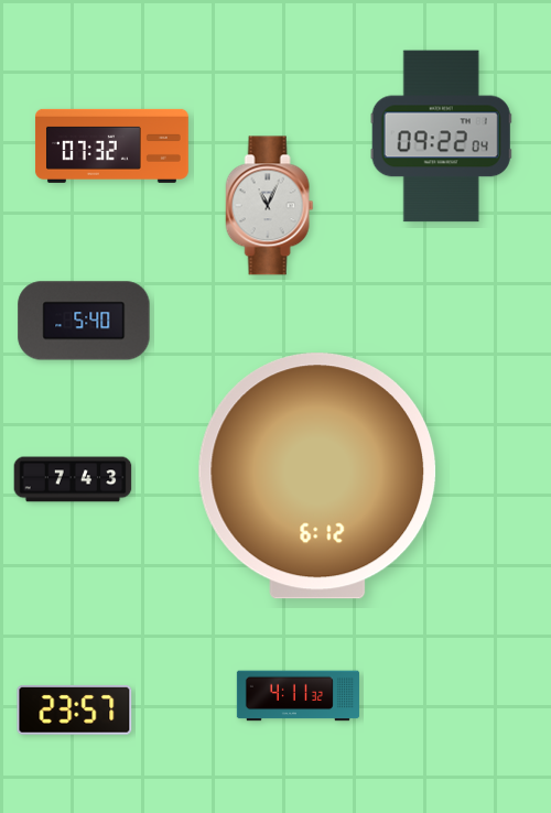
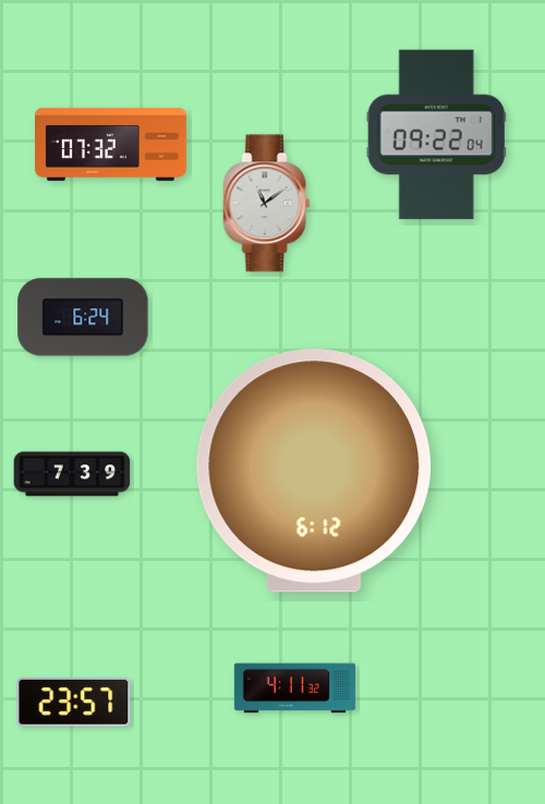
clock at (270, 206): 11:04 -> 11:09
clock at (84, 321): 5:40 -> 6:24
clock at (73, 479): 7:43 -> 7:39
